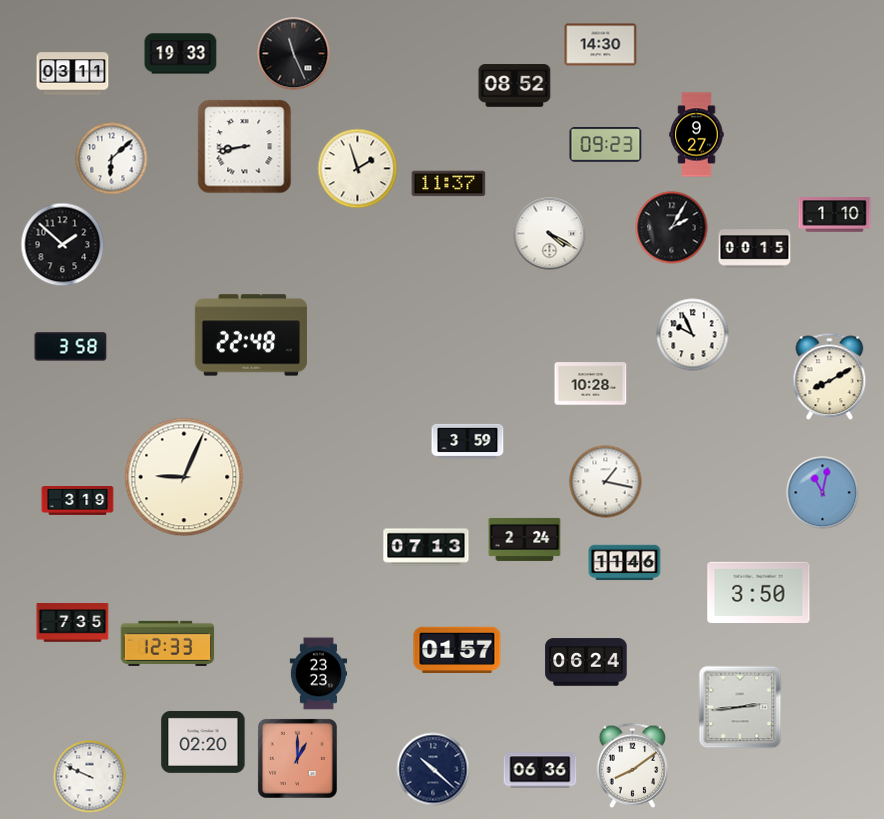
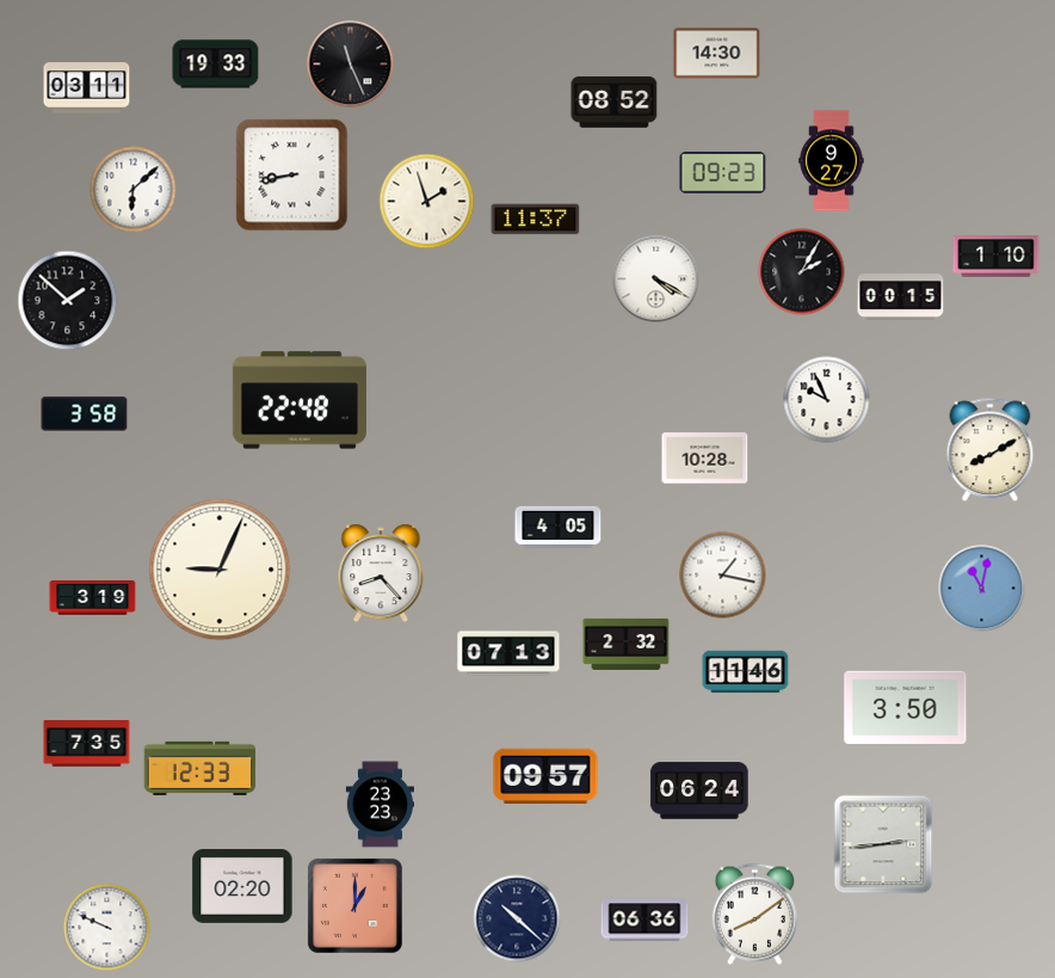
clock at (63, 245) position: (63, 245) -> (68, 301)
clock at (468, 441): 3:59 -> 4:05
clock at (381, 573): none -> 8:23
clock at (525, 539): 2:24 -> 2:32
clock at (457, 650): 01:57 -> 09:57
